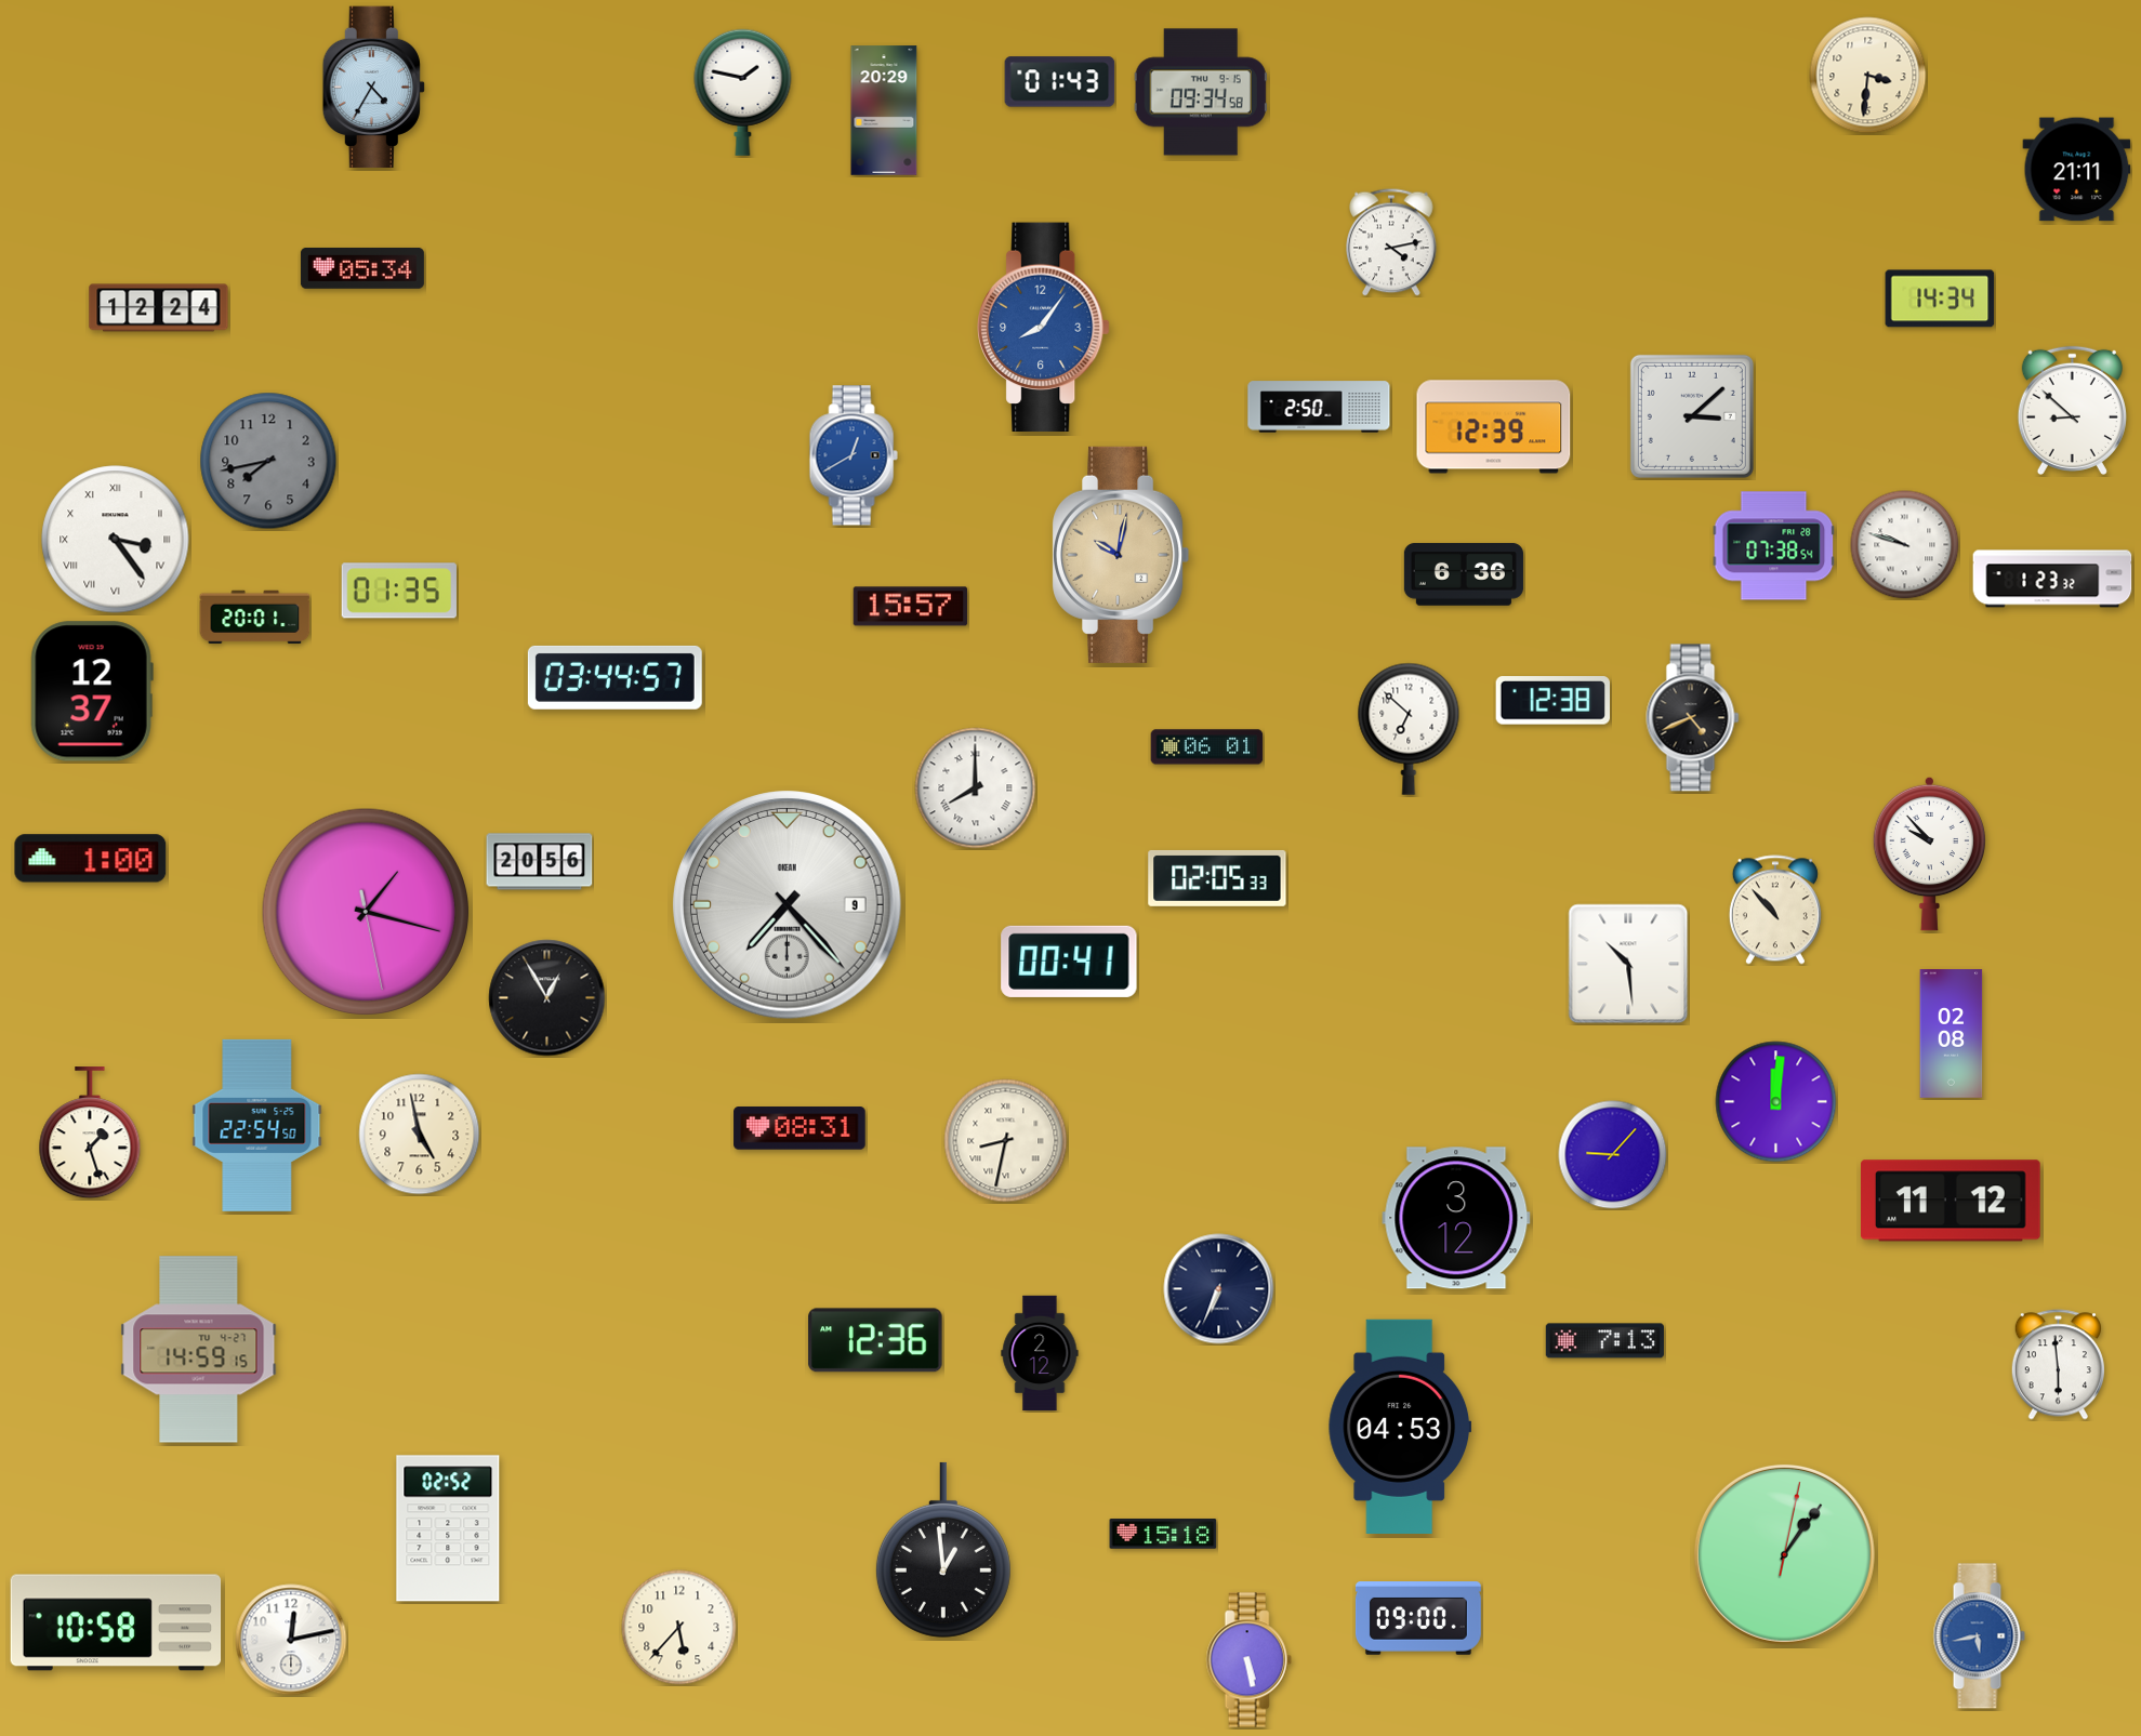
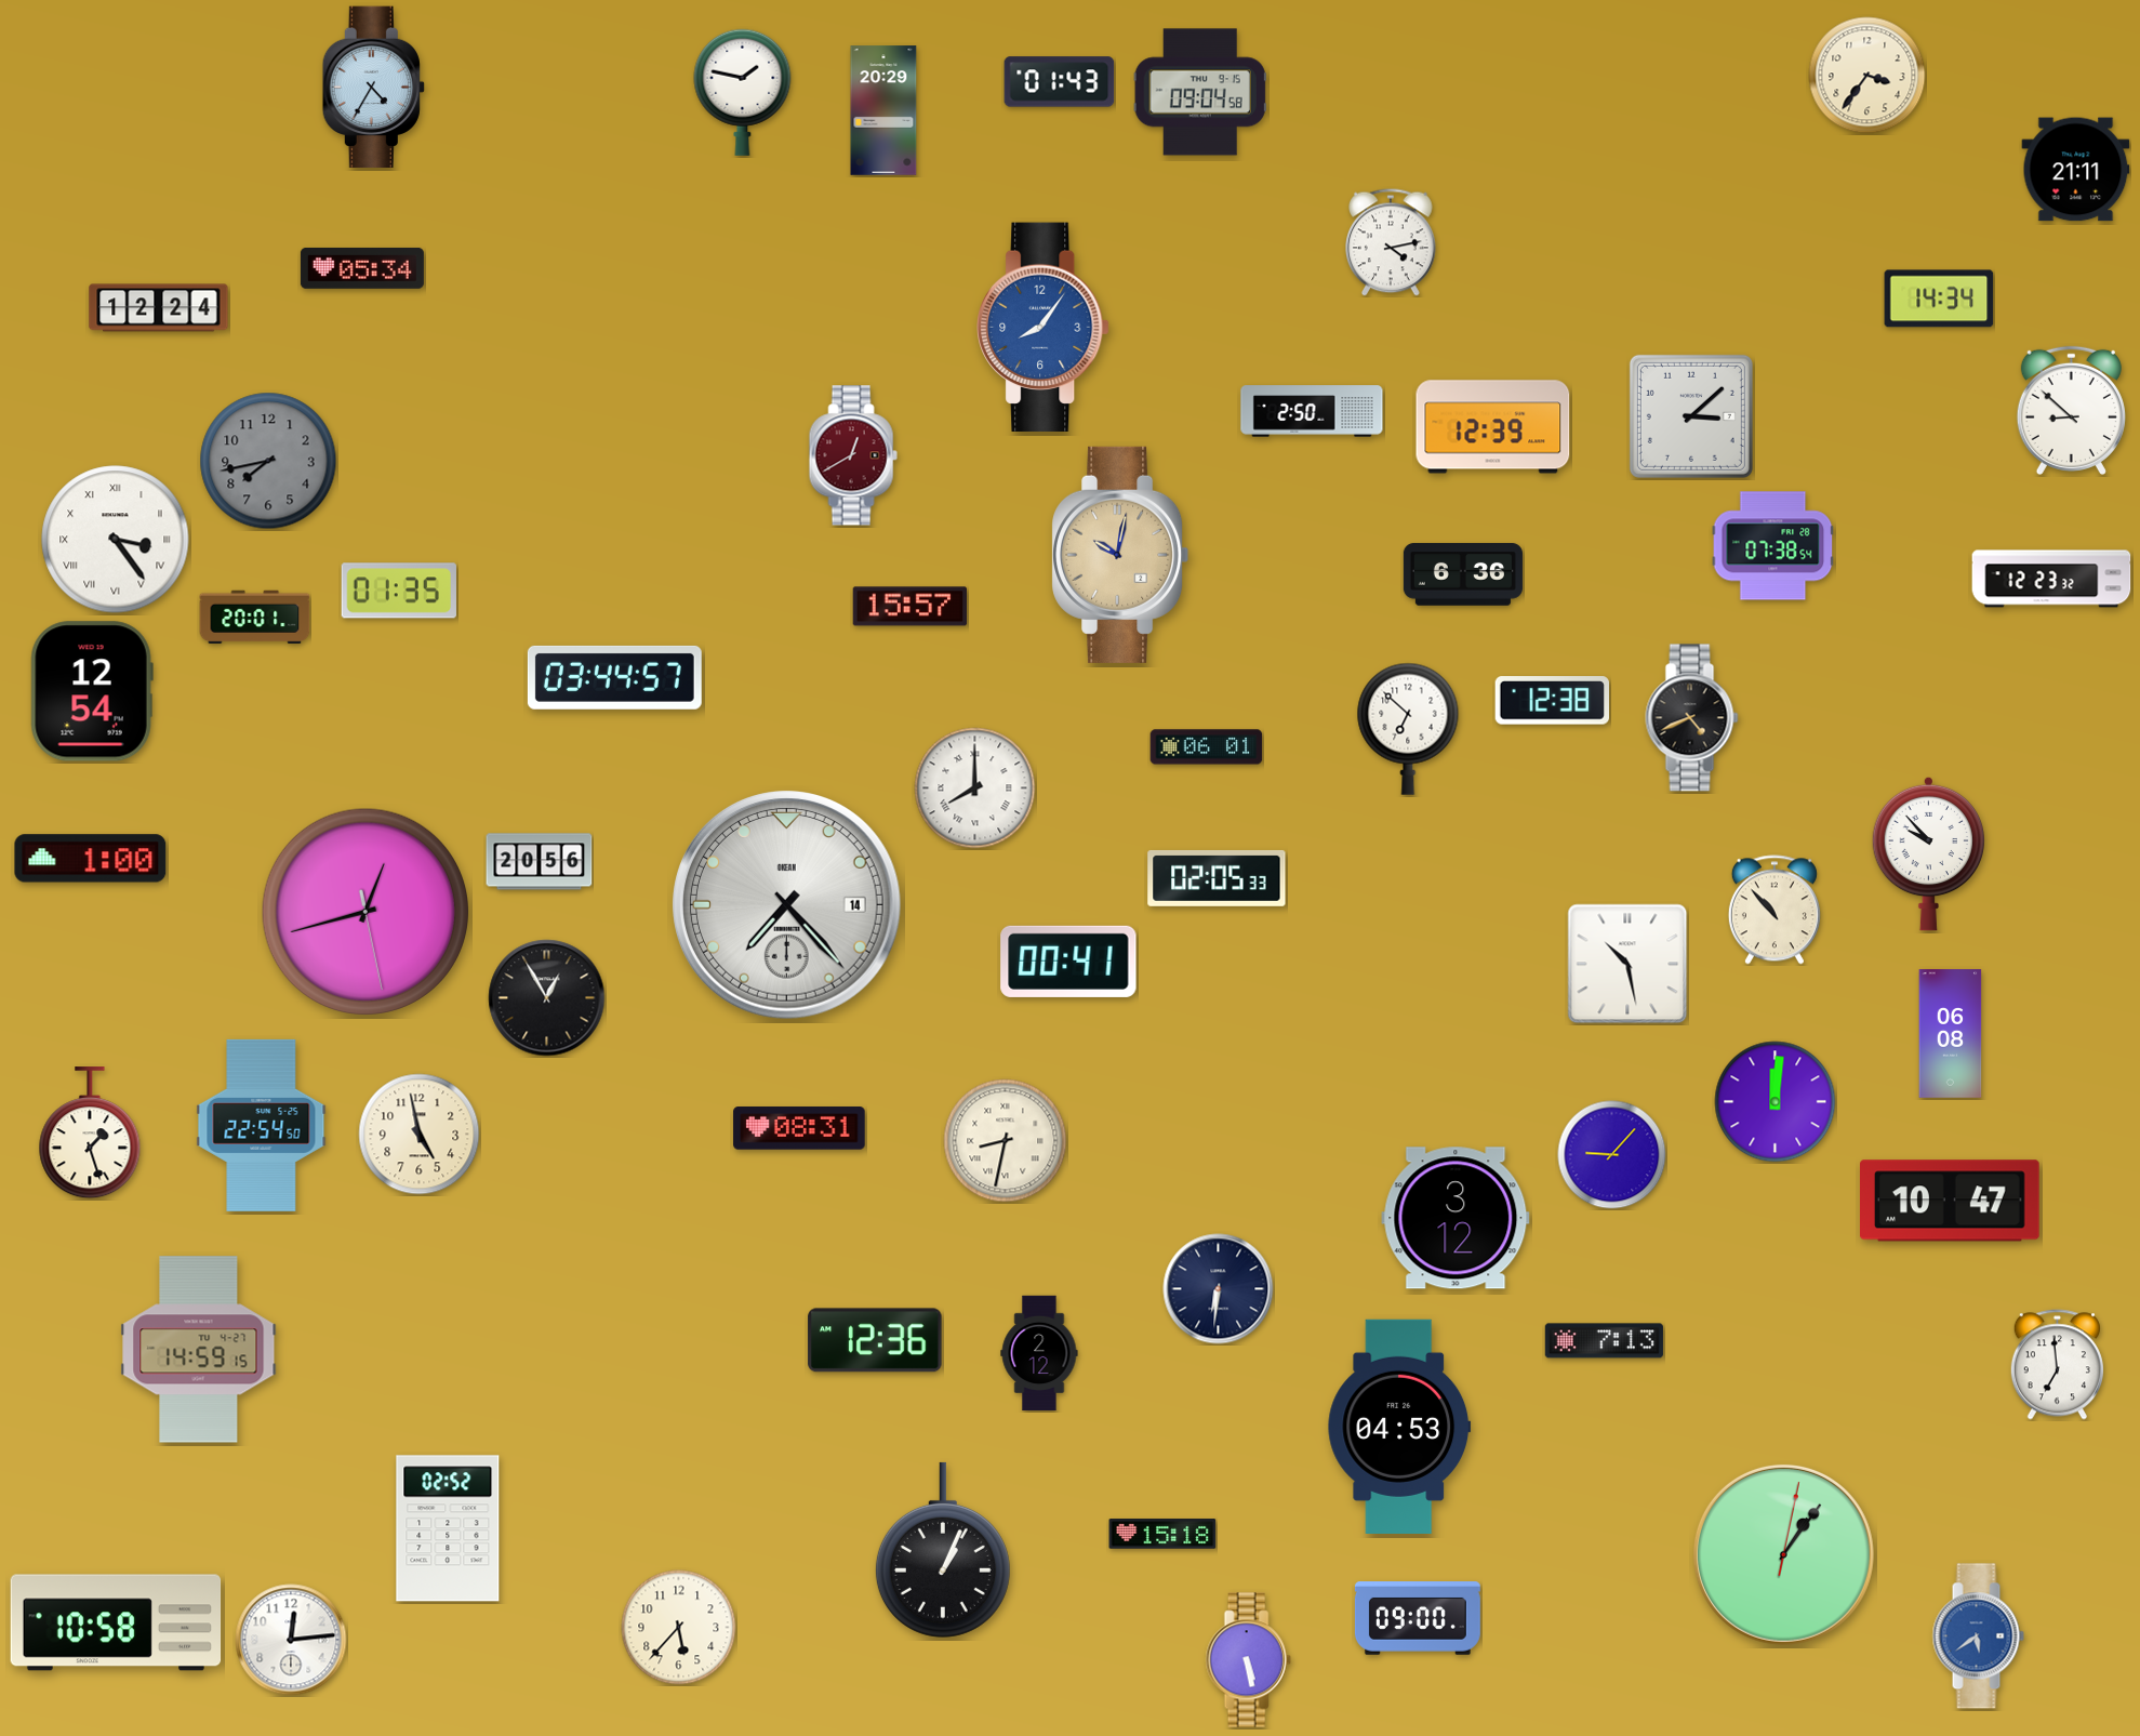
clock at (1868, 76): 3:31 -> 3:36
clock at (1201, 92): 09:34 -> 09:04
clock at (1319, 407) position: (1319, 407) -> (1312, 411)
clock at (854, 455) dial: blue -> burgundy
clock at (1905, 545): 9:48 -> none
clock at (2052, 579): 1:23 -> 12:23
clock at (92, 691): 12:37 -> 12:54
clock at (788, 905) date: 9 -> 14
clock at (365, 911): 1:17 -> 12:42
clock at (1628, 964): 10:29 -> 10:28
clock at (1952, 1034): 02:08 -> 06:08
clock at (257, 1125) position: (257, 1125) -> (262, 1125)
clock at (1952, 1201): 11:12 -> 10:47
clock at (1219, 1289): 6:34 -> 6:31
clock at (2058, 1365): 5:59 -> 6:59
clock at (943, 1550): 12:59 -> 1:04
clock at (1979, 1636): 5:43 -> 5:39
clock at (291, 1640): 12:13 -> 12:14
